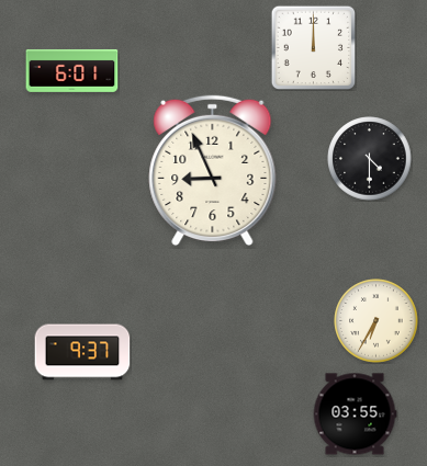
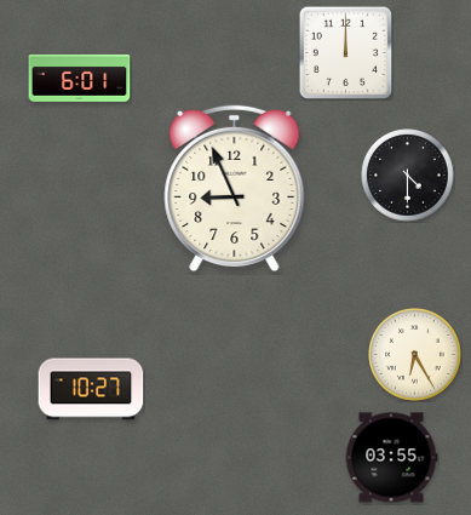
clock at (377, 321): 6:35 -> 6:25
clock at (82, 352): 9:37 -> 10:27
